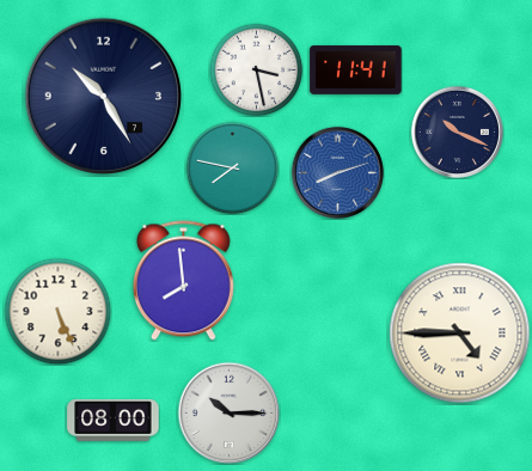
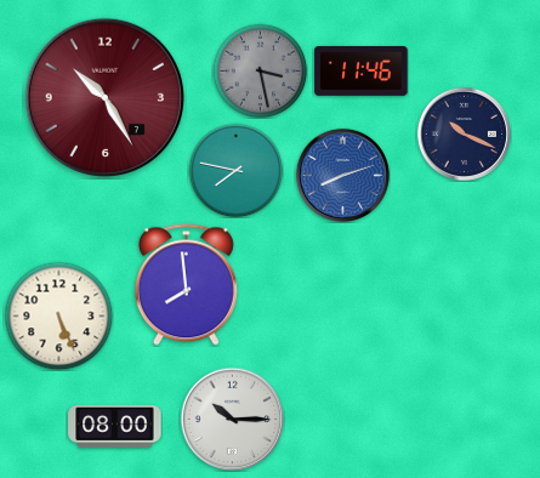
clock at (256, 69) dial: white -> grey
clock at (356, 69): 11:41 -> 11:46
clock at (103, 96) dial: navy -> burgundy
clock at (460, 334): 4:45 -> none
